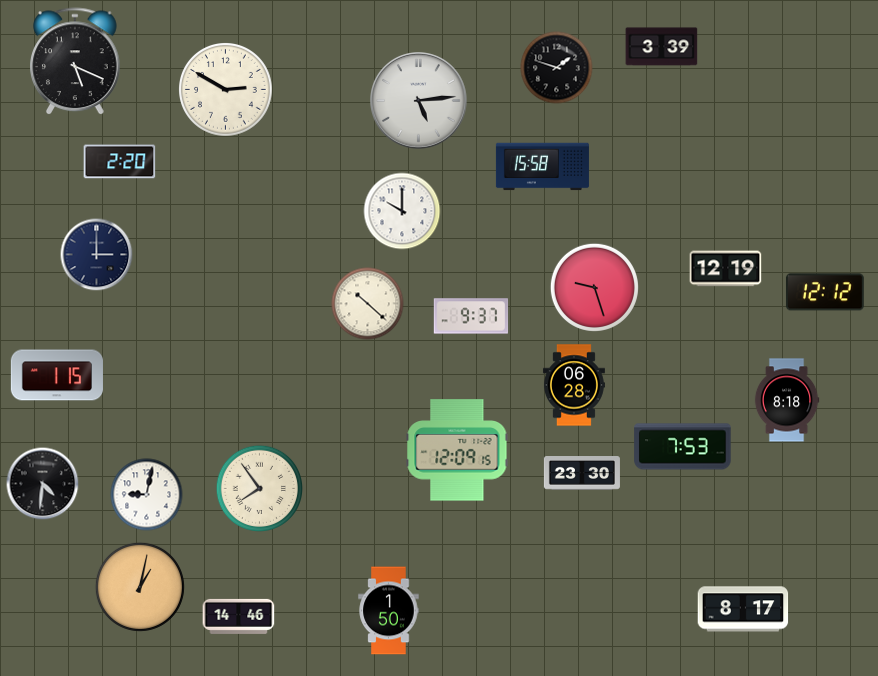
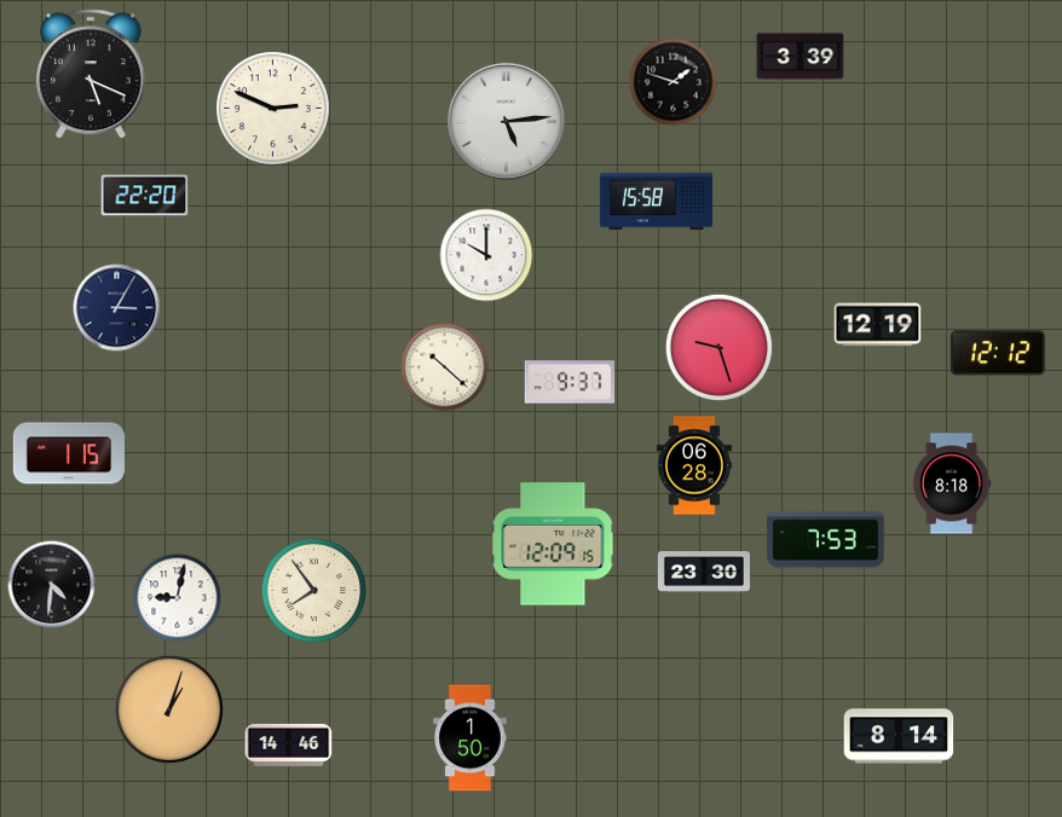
clock at (226, 90): 2:50 -> 2:49
clock at (120, 162): 2:20 -> 22:20
clock at (97, 255): 3:00 -> 3:05
clock at (140, 587): 1:02 -> 1:03
clock at (743, 609): 8:17 -> 8:14
